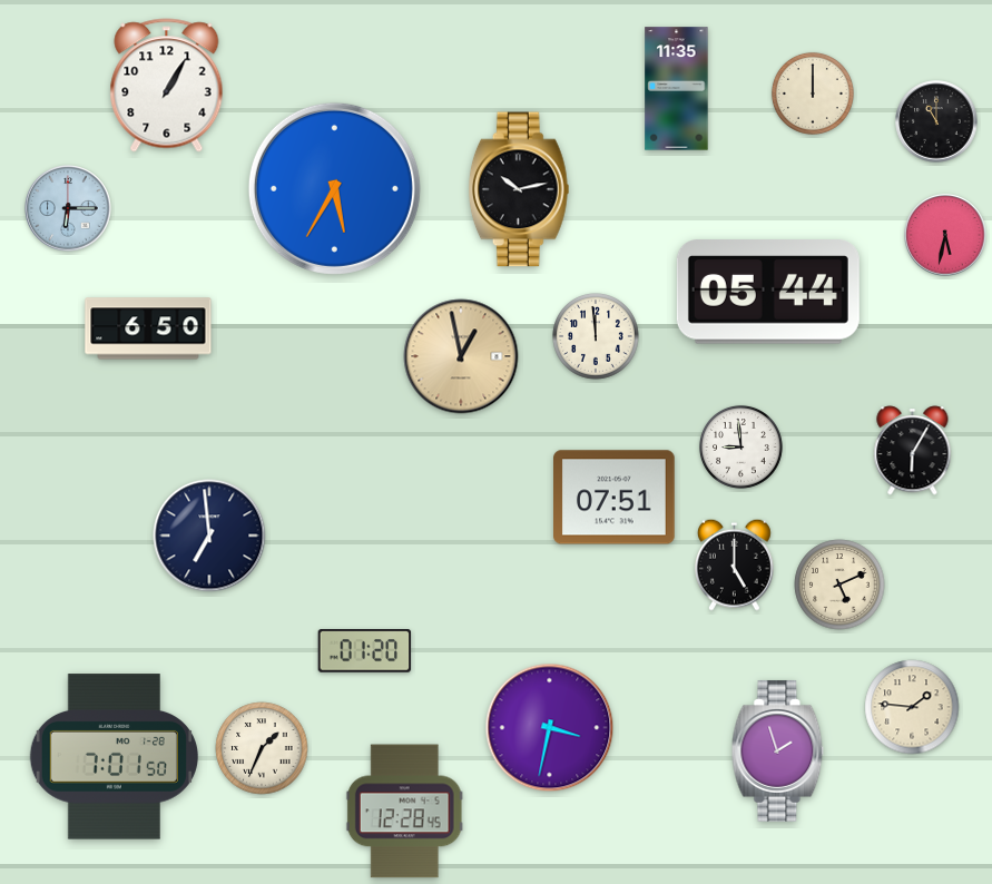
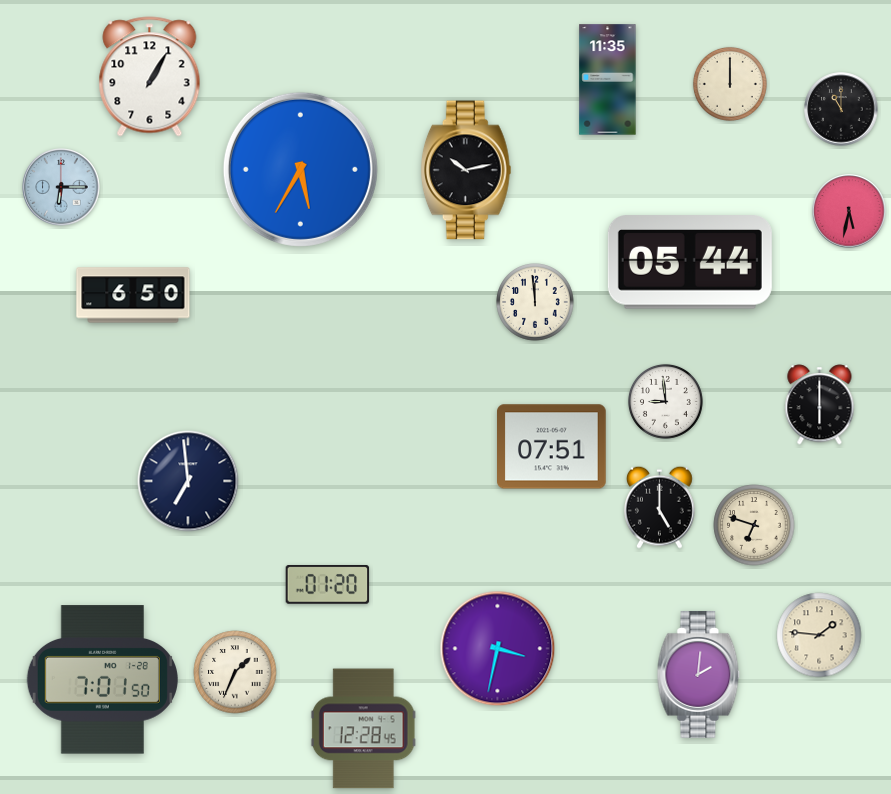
clock at (461, 356): 12:58 -> none
clock at (913, 451): 6:05 -> 6:00
clock at (839, 585): 5:11 -> 6:48
clock at (550, 728) position: (550, 728) -> (498, 649)
clock at (778, 750): 1:57 -> 2:01
